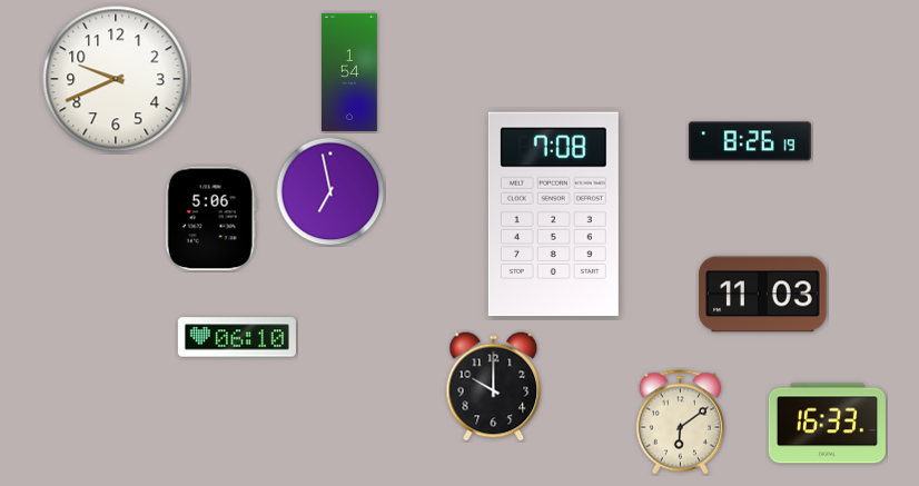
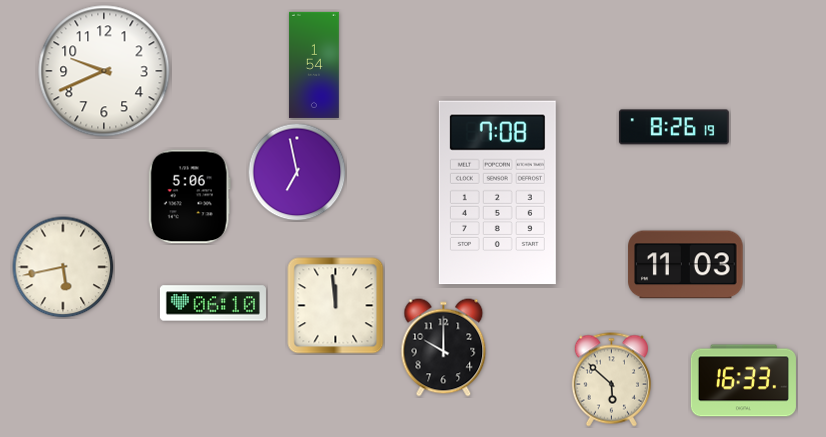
clock at (63, 267): none -> 5:43
clock at (336, 306): none -> 11:59
clock at (680, 423): 6:09 -> 5:52
